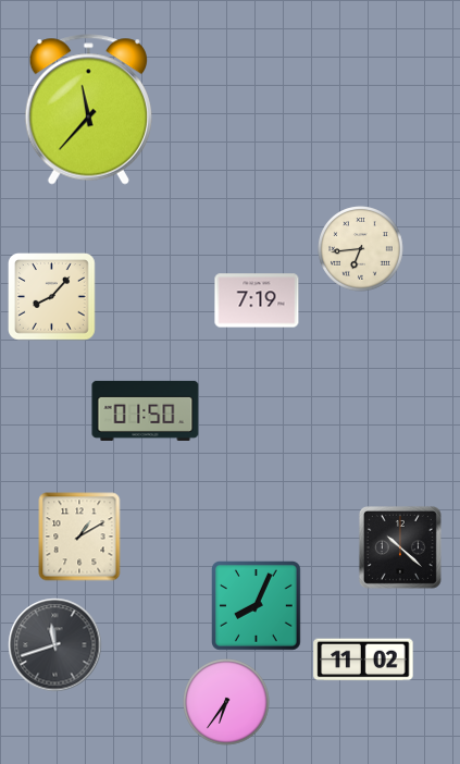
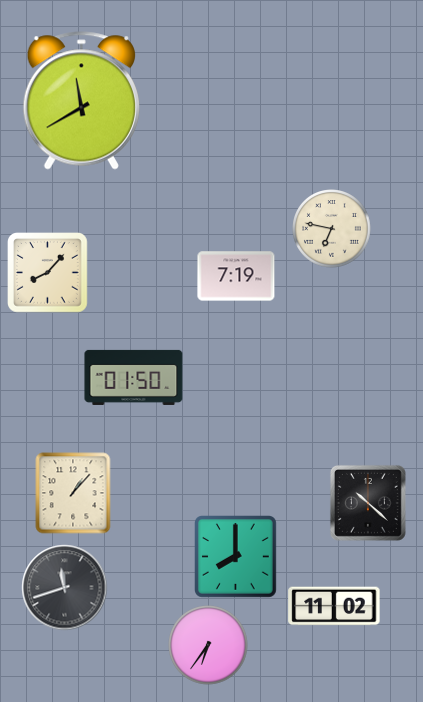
clock at (88, 110): 11:37 -> 11:40
clock at (361, 249): 6:44 -> 6:47
clock at (79, 537): 1:10 -> 1:07
clock at (257, 606): 8:04 -> 8:00
clock at (55, 645) position: (55, 645) -> (65, 588)
